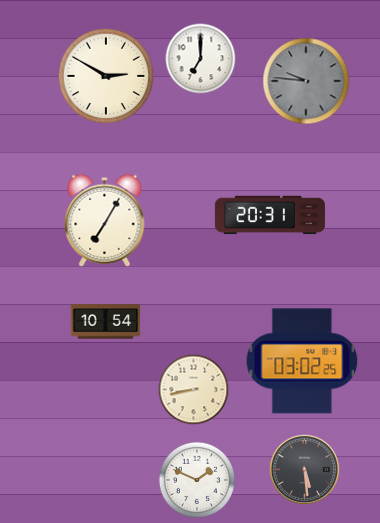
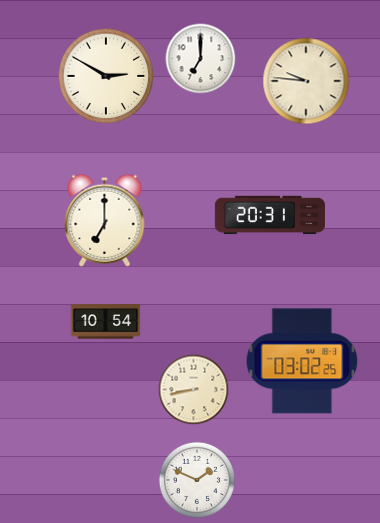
clock at (306, 81) dial: grey -> cream
clock at (105, 220): 7:05 -> 7:00
clock at (305, 470): 5:29 -> none
